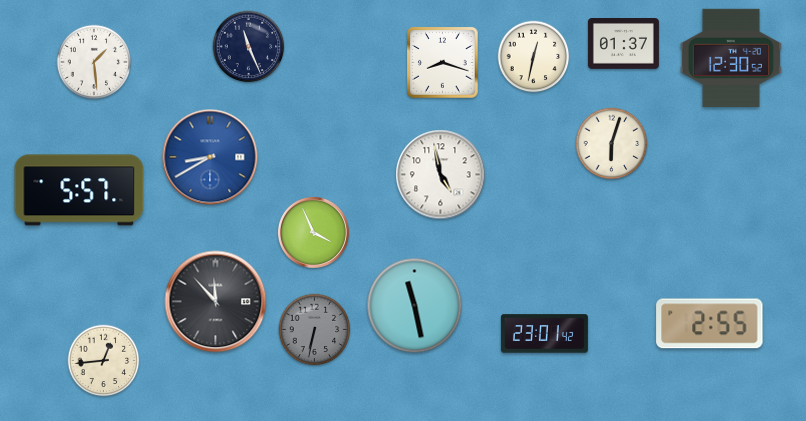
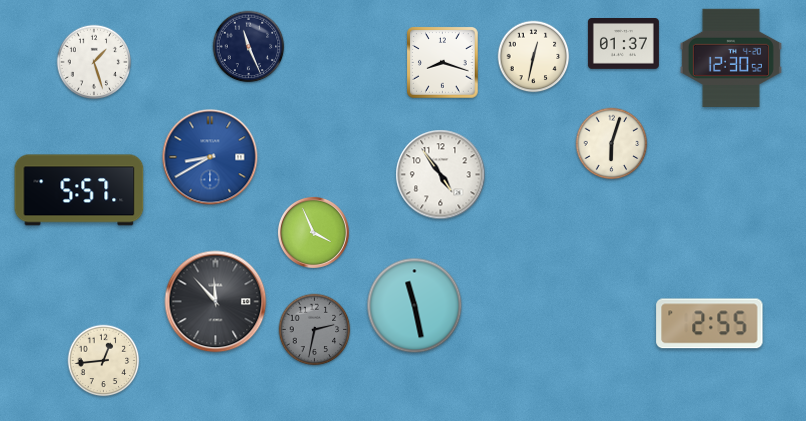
clock at (94, 62): 1:29 -> 1:27
clock at (441, 175): 4:58 -> 4:54
clock at (315, 330): 6:32 -> 2:32
clock at (544, 334): 23:01 -> none
